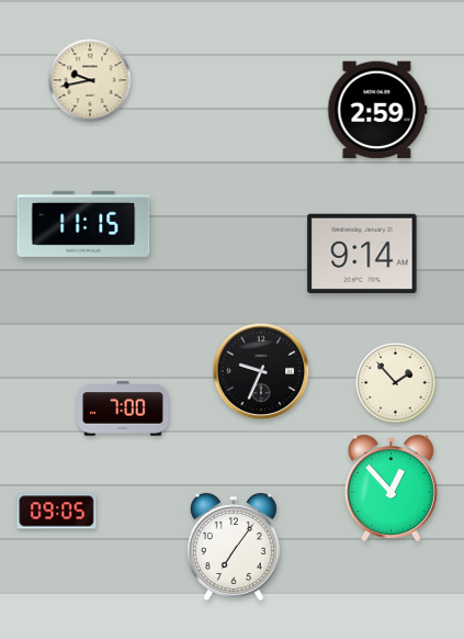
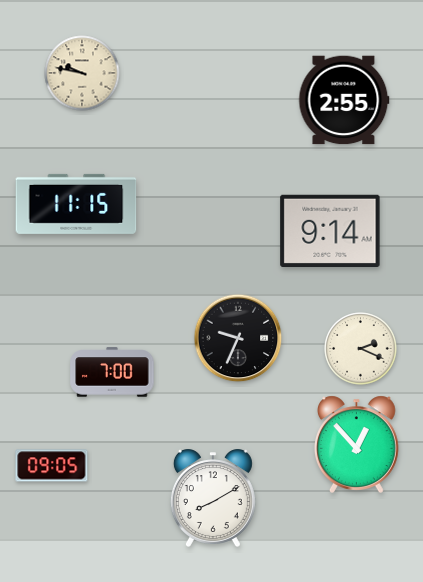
clock at (90, 80): 9:43 -> 9:47
clock at (377, 110): 2:59 -> 2:55
clock at (396, 383): 1:53 -> 2:19
clock at (234, 547): 7:06 -> 8:10
